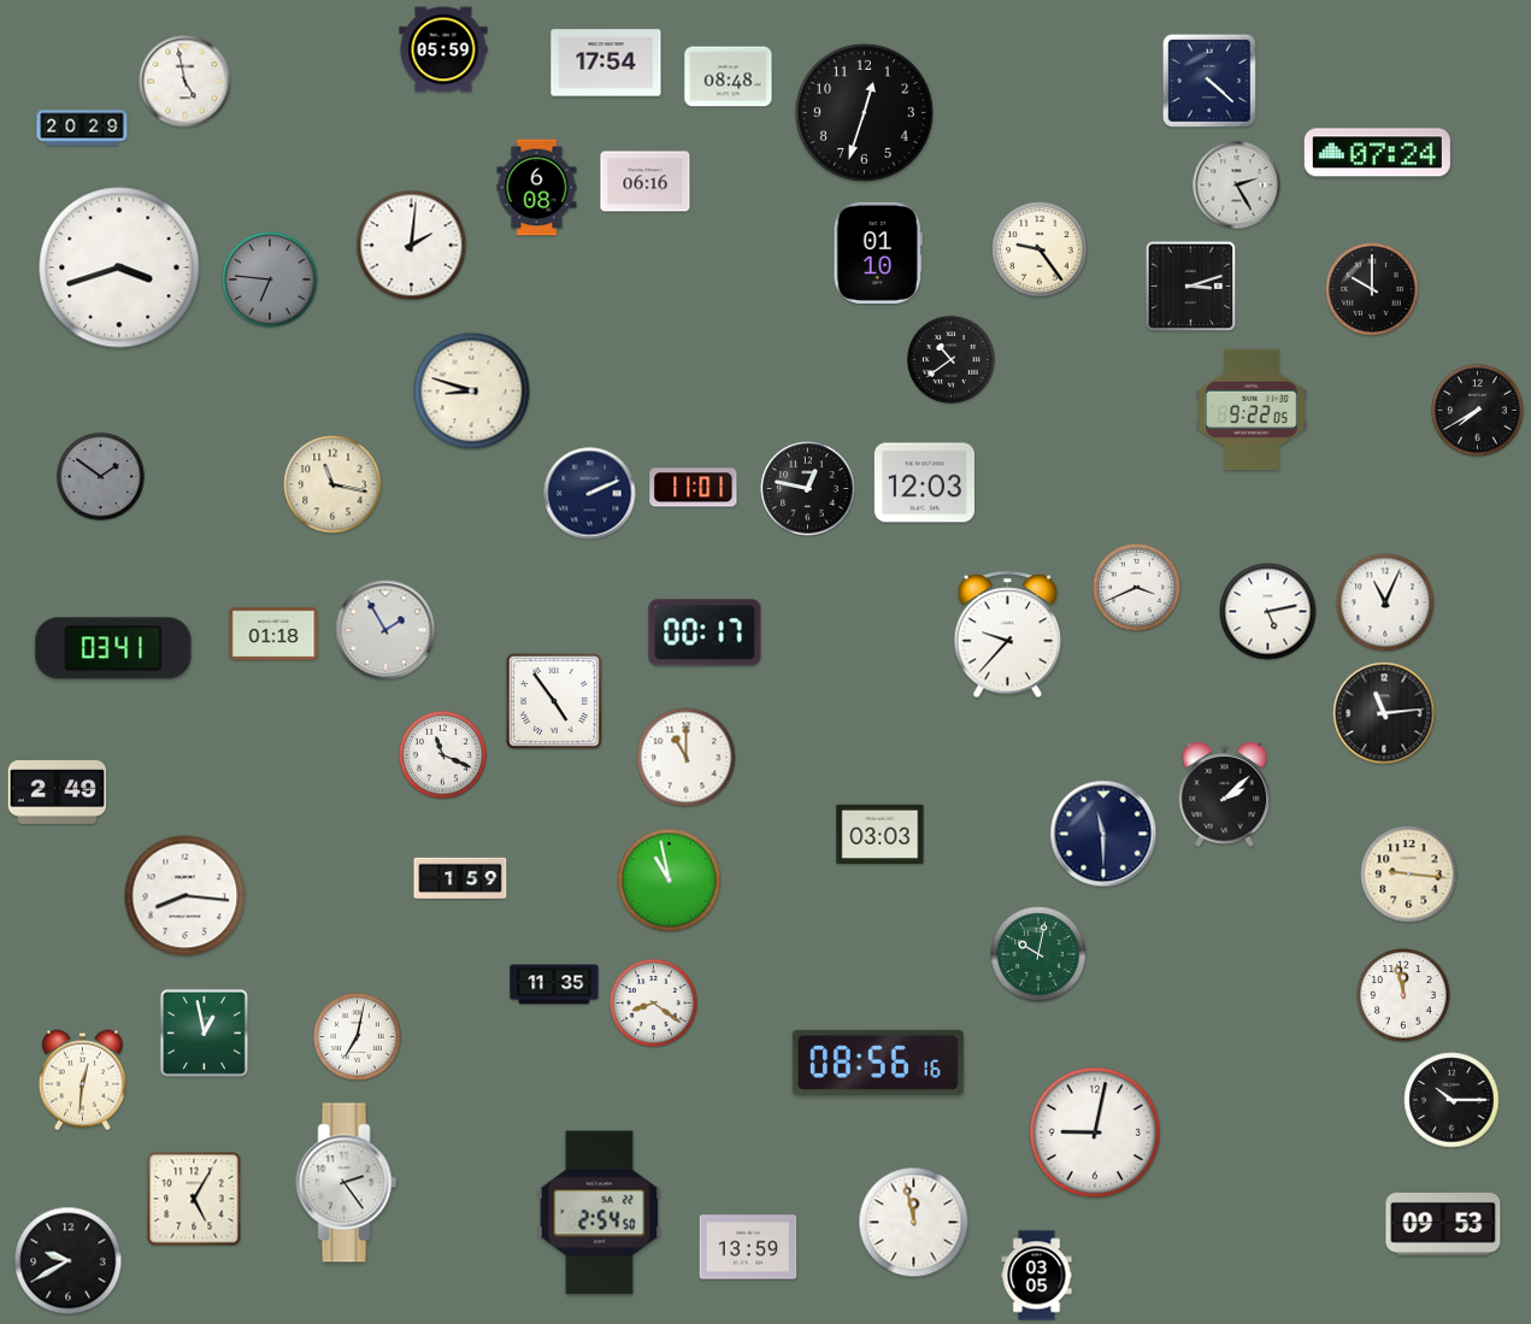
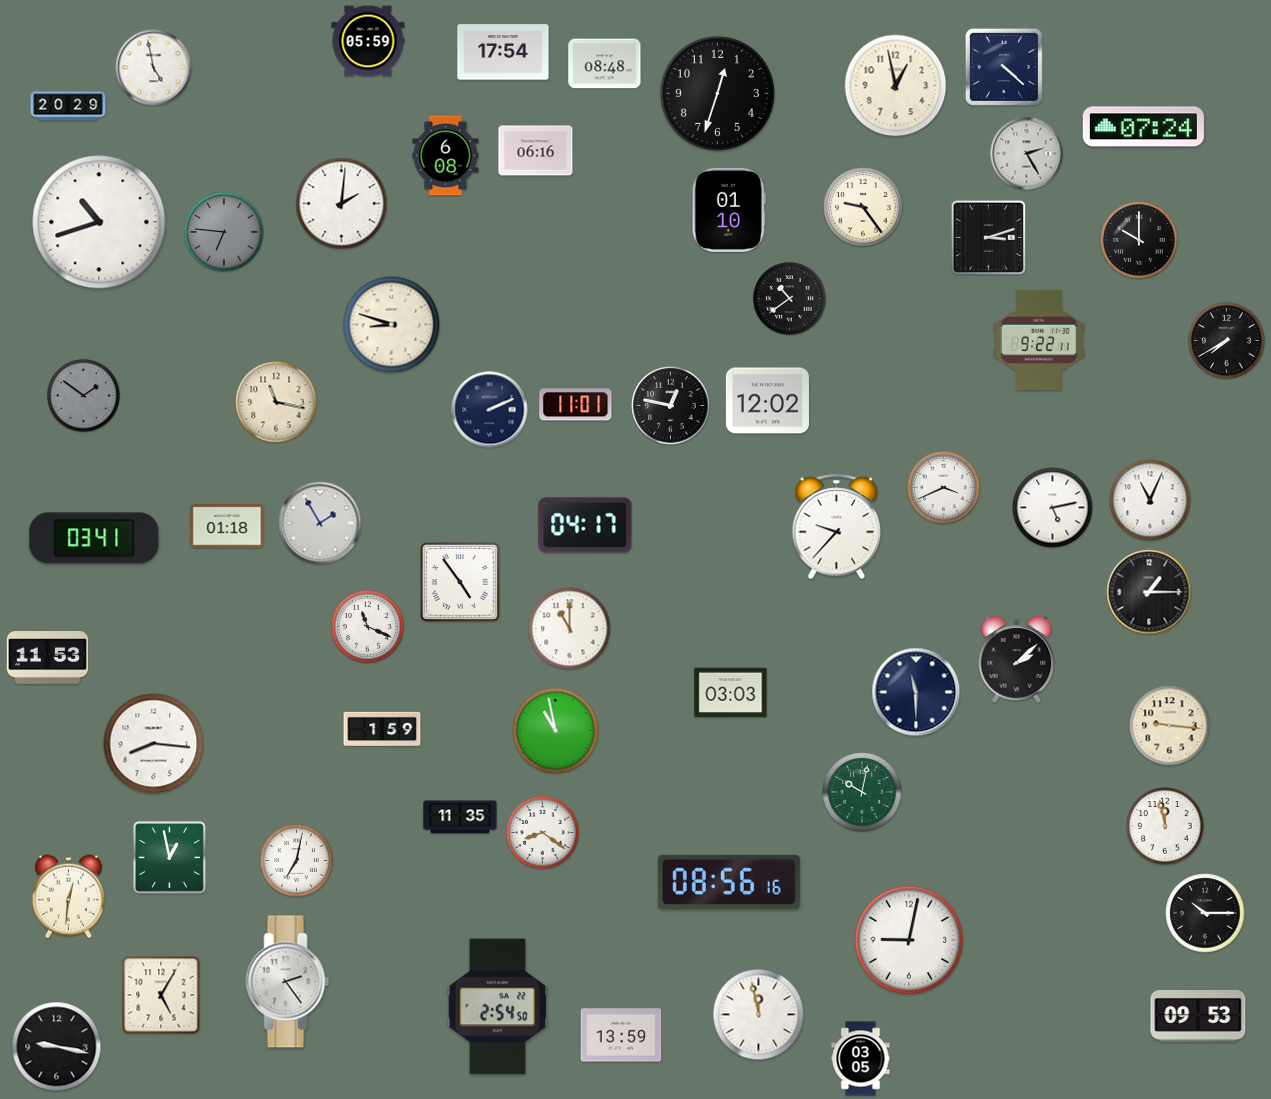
clock at (896, 86): none -> 12:58
clock at (119, 267): 3:42 -> 10:42
clock at (1252, 410): 9:22:05 -> 9:22:11
clock at (924, 483): 12:03 -> 12:02
clock at (705, 632): 00:17 -> 04:17
clock at (1384, 713): 11:14 -> 1:15
clock at (58, 793): 2:49 -> 11:53
clock at (69, 1261): 9:40 -> 9:17
